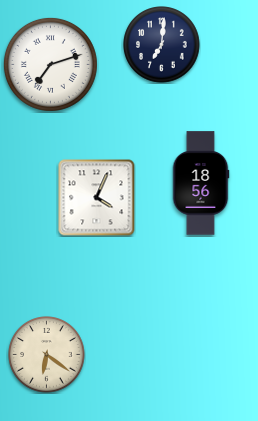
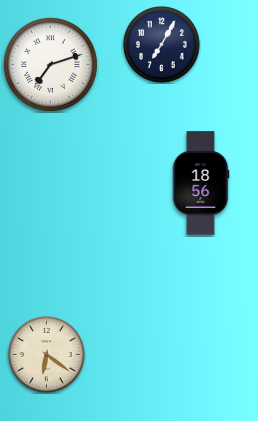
clock at (162, 45): 7:01 -> 7:05
clock at (97, 198): 4:04 -> none
